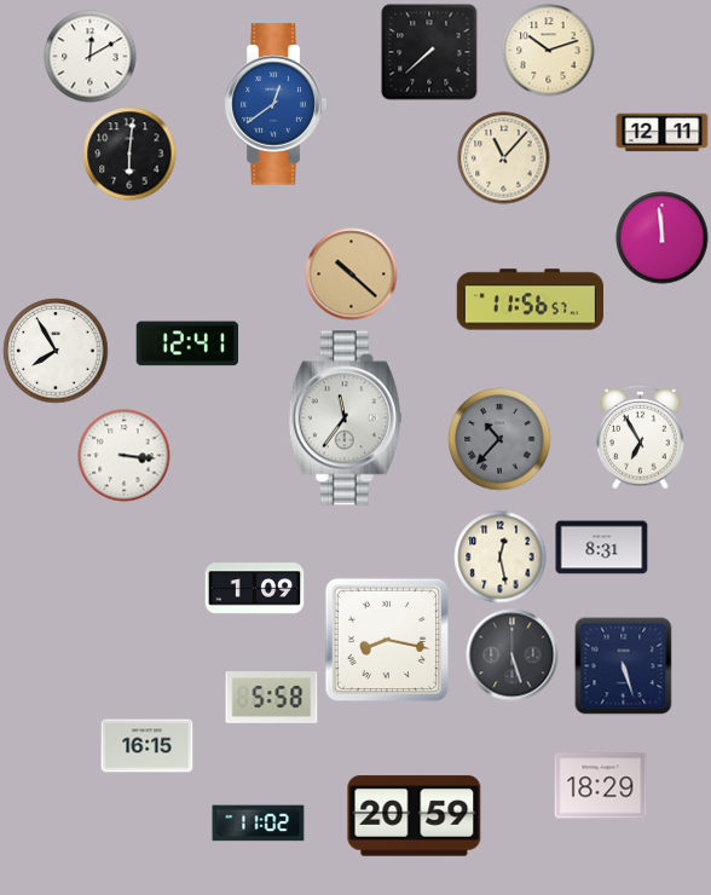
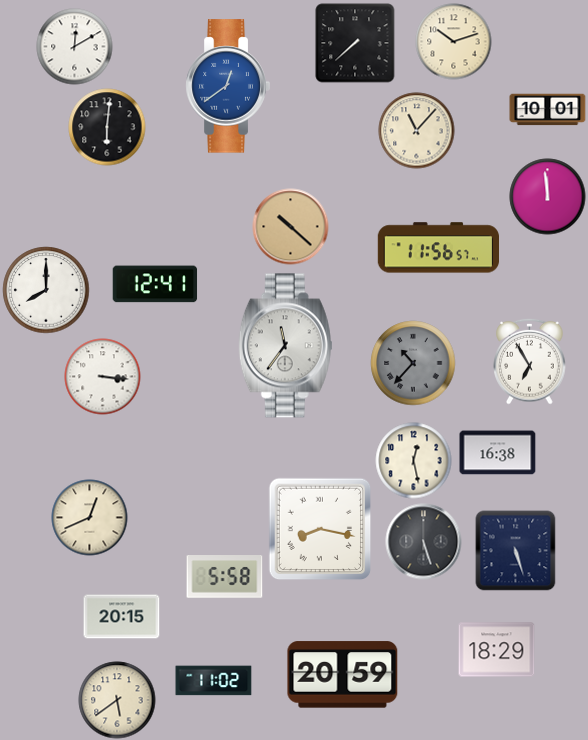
clock at (663, 133): 12:11 -> 10:01
clock at (56, 351): 7:55 -> 8:00
clock at (602, 548): 8:31 -> 16:38
clock at (255, 589): 1:09 -> none
clock at (90, 518): none -> 12:41
clock at (148, 746): 16:15 -> 20:15
clock at (117, 700): none -> 5:39
